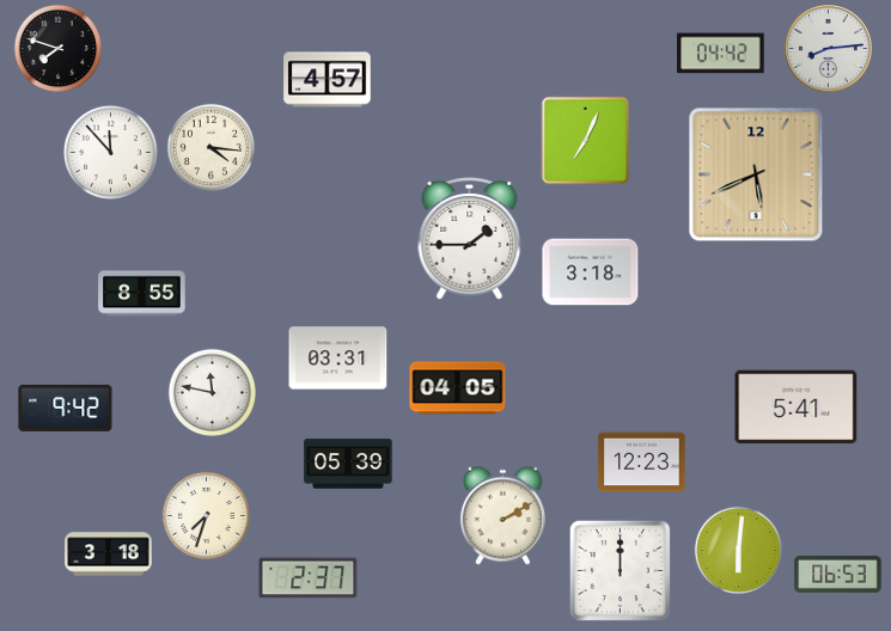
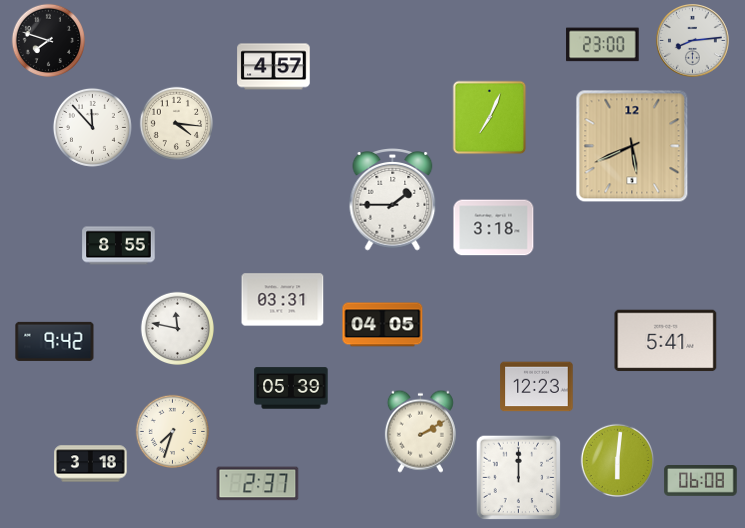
clock at (721, 54): 04:42 -> 23:00
clock at (838, 575): 06:53 -> 06:08
